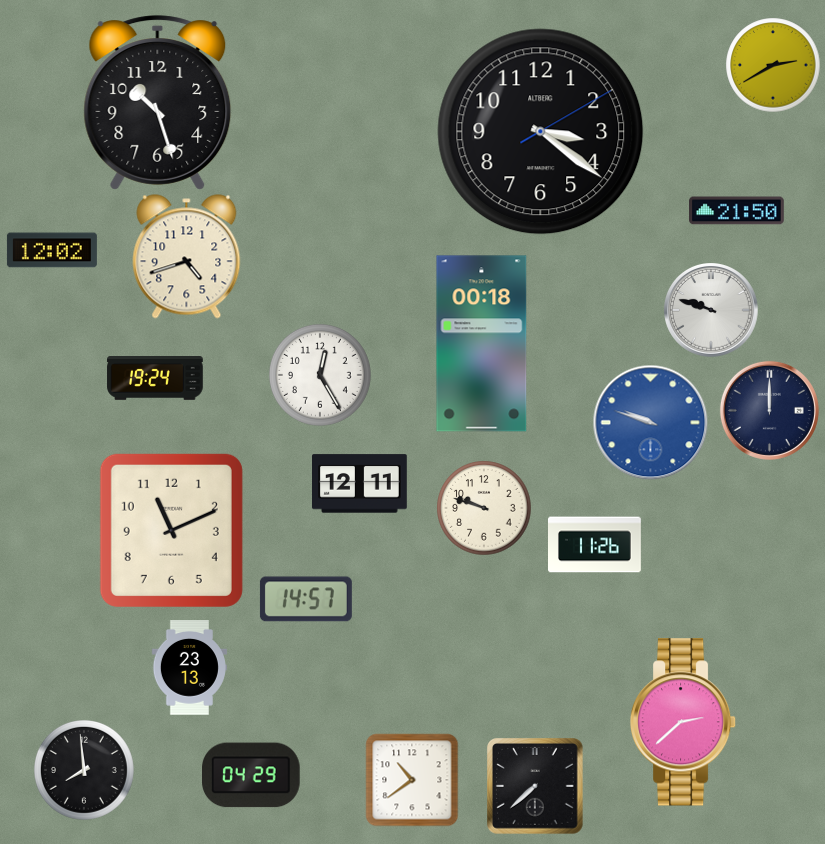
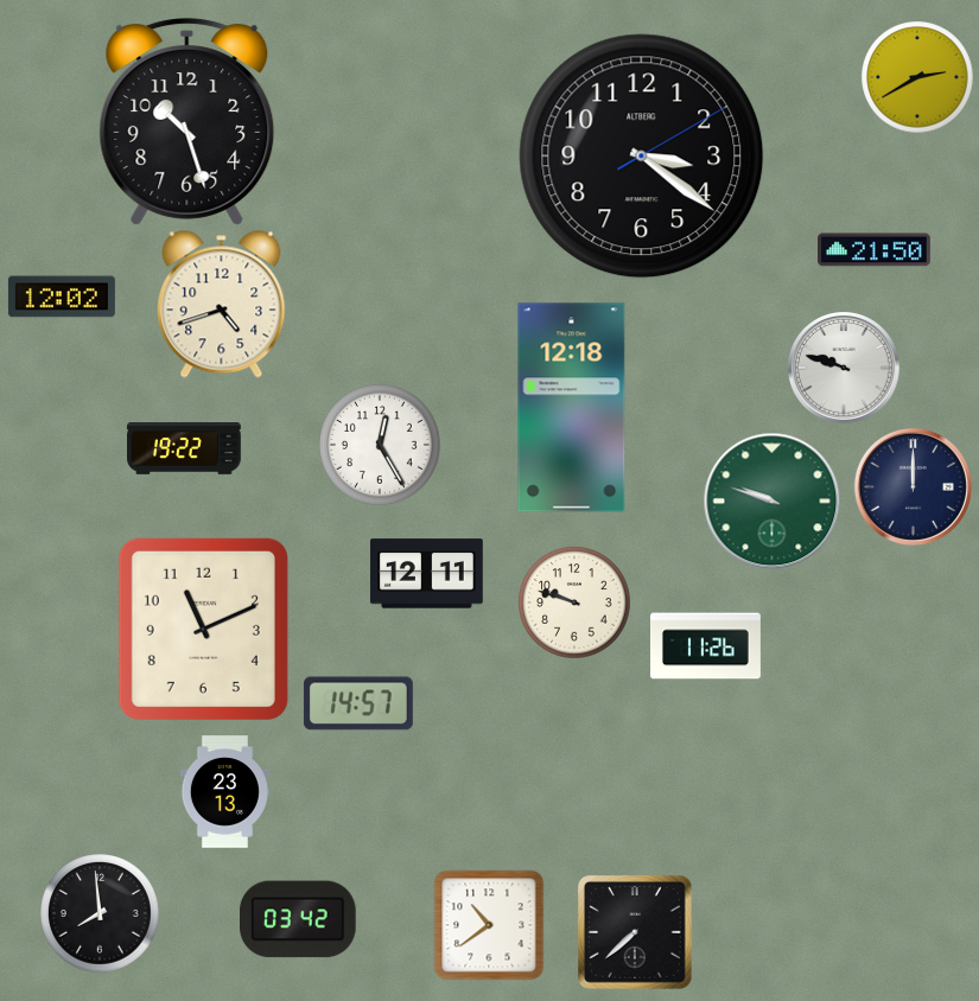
clock at (482, 344): 00:18 -> 12:18
clock at (155, 379): 19:24 -> 19:22
clock at (650, 422) dial: blue -> green
clock at (306, 599) position: (306, 599) -> (358, 703)
clock at (683, 722): 2:38 -> none
clock at (251, 775): 04:29 -> 03:42
